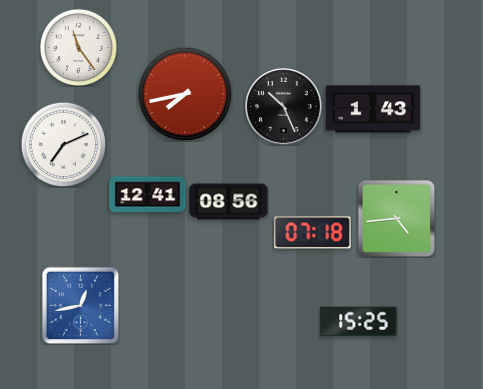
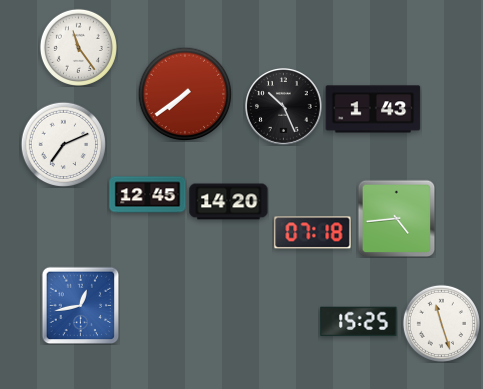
clock at (185, 94): 7:43 -> 7:39
clock at (148, 195): 12:41 -> 12:45
clock at (229, 202): 08:56 -> 14:20
clock at (441, 323): none -> 11:27
